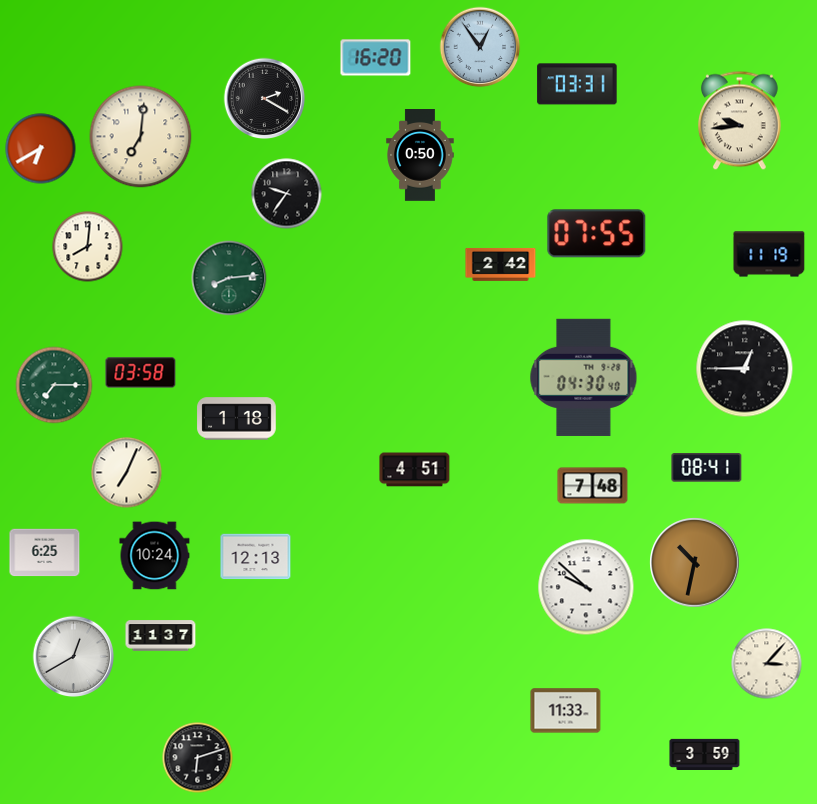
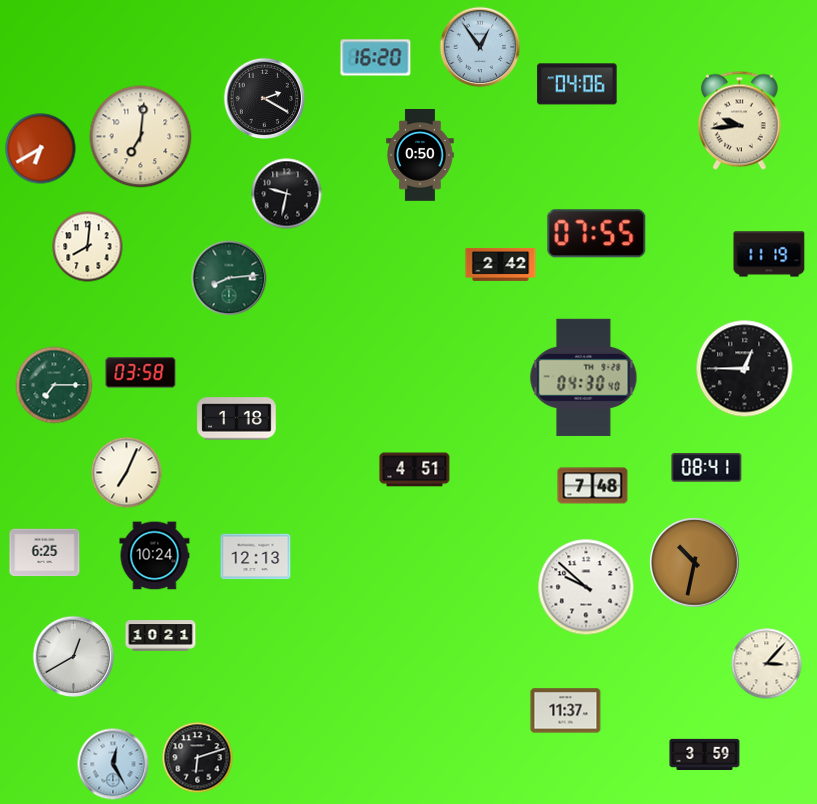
clock at (577, 84): 03:31 -> 04:06
clock at (287, 194): 9:36 -> 9:32
clock at (161, 636): 11:37 -> 10:21
clock at (566, 711): 11:33 -> 11:37
clock at (113, 764): none -> 12:25
